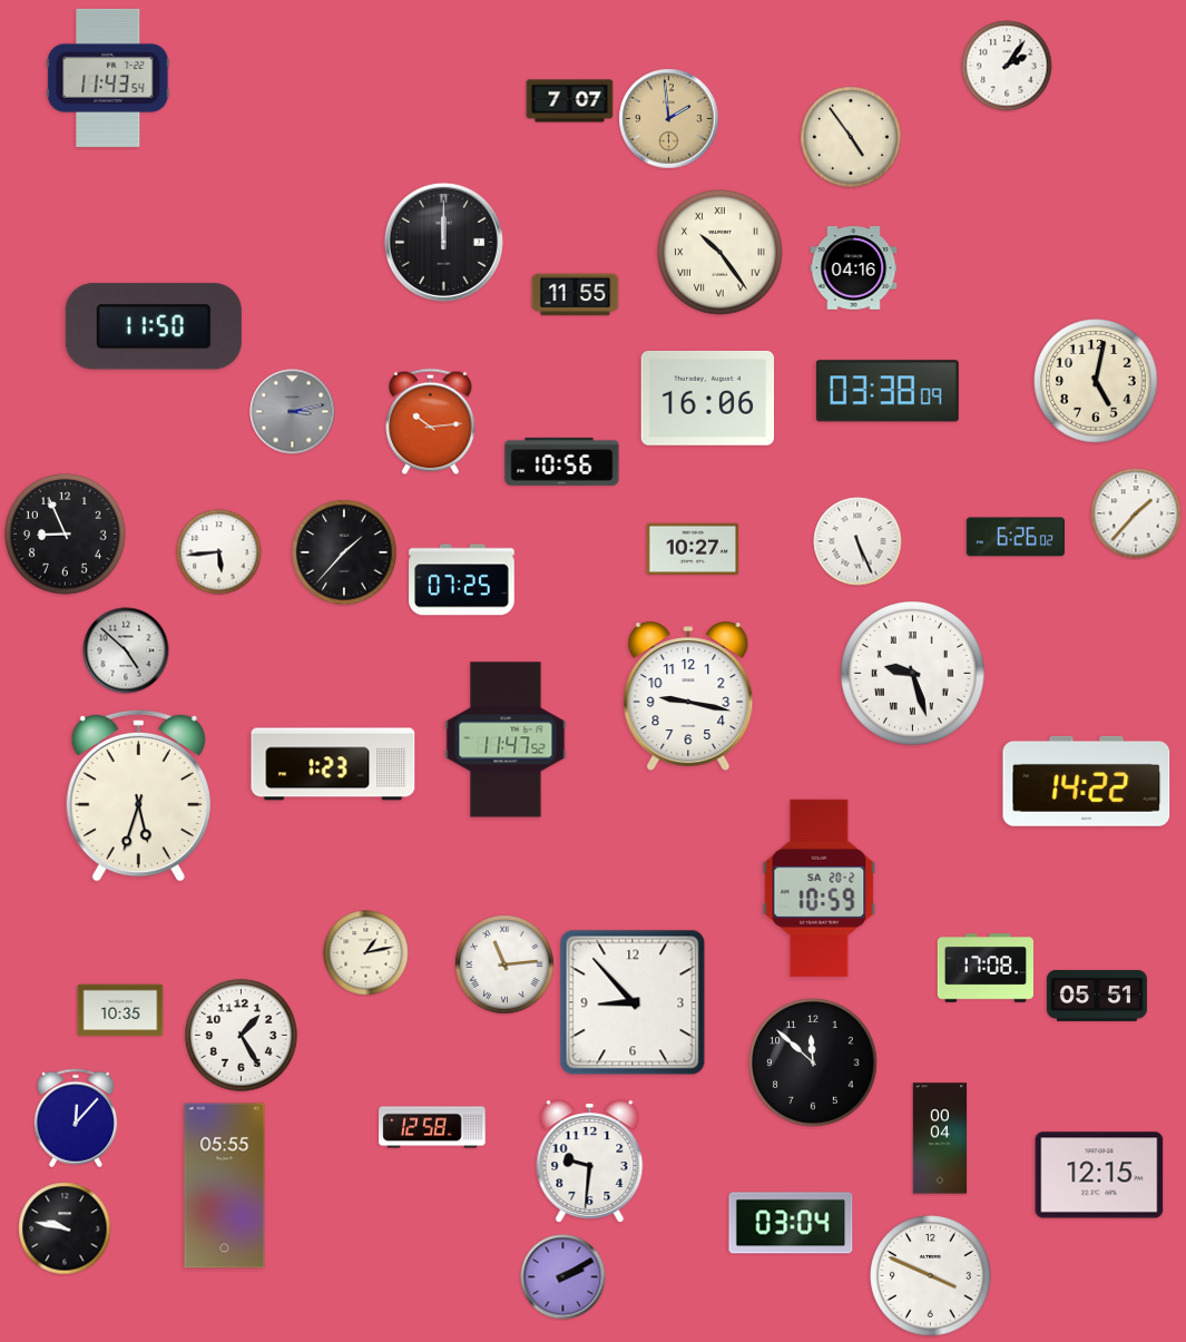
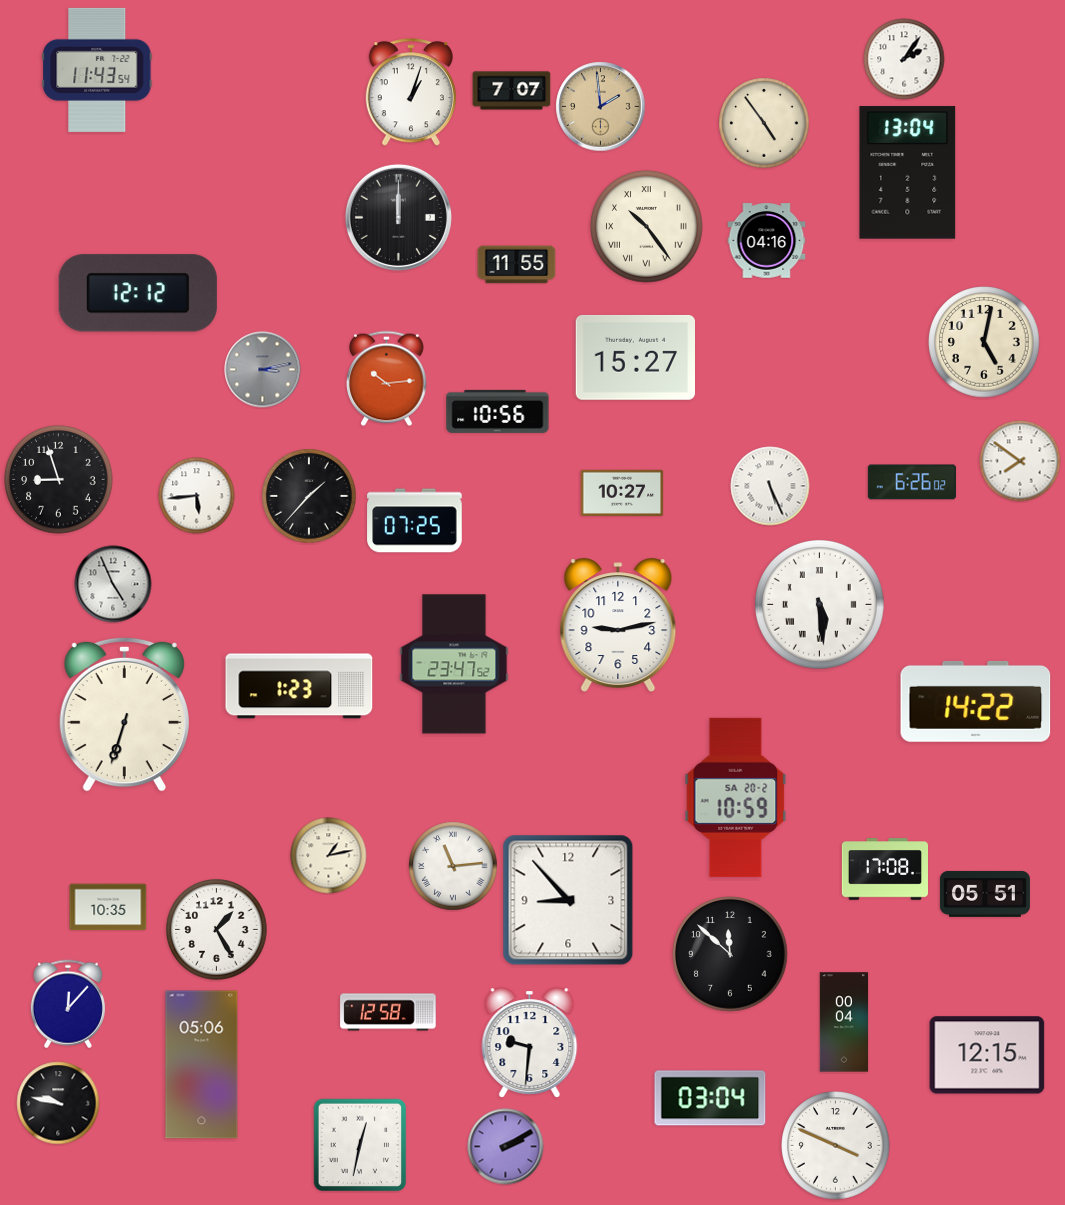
clock at (411, 93): none -> 1:03
clock at (908, 173): none -> 13:04
clock at (154, 326): 11:50 -> 12:12
clock at (888, 391): 03:38 -> none
clock at (707, 398): 16:06 -> 15:27
clock at (562, 461) position: (562, 461) -> (498, 411)
clock at (1136, 513): 1:37 -> 7:51
clock at (66, 535): 8:56 -> 8:57
clock at (126, 650): 4:52 -> 4:56
clock at (912, 673): 9:27 -> 5:29
clock at (688, 696): 9:17 -> 9:13
clock at (506, 739): 11:47 -> 23:47
clock at (138, 795): 5:33 -> 6:33
clock at (225, 1186): 05:55 -> 05:06
clock at (360, 1145): none -> 12:32
